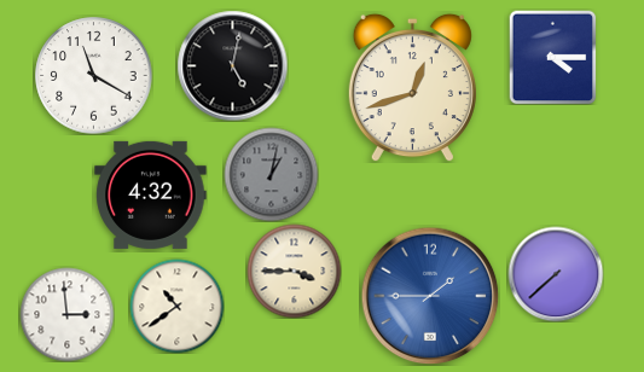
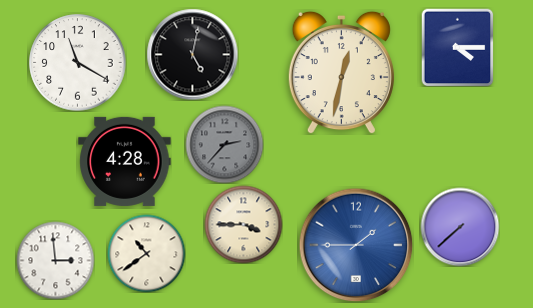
clock at (412, 87): 12:42 -> 12:32
clock at (271, 174): 1:02 -> 2:37
clock at (151, 194): 4:32 -> 4:28
